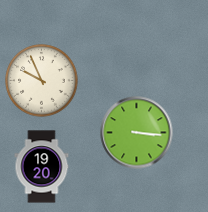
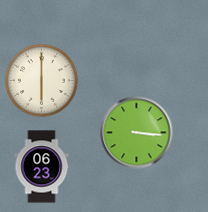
clock at (42, 81): 9:56 -> 6:00
clock at (42, 167): 19:20 -> 06:23
